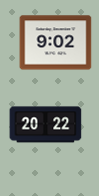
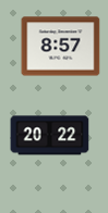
clock at (56, 43): 9:02 -> 8:57
